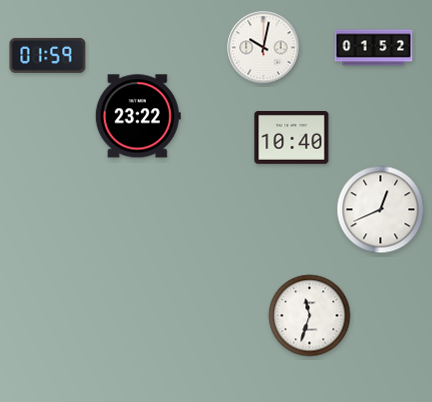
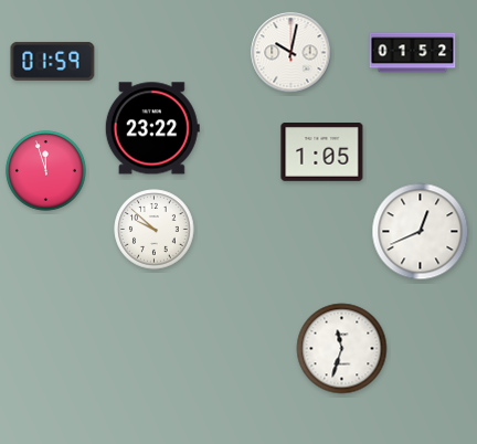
clock at (292, 138): 10:40 -> 1:05
clock at (46, 171): none -> 11:57
clock at (155, 230): none -> 9:52
